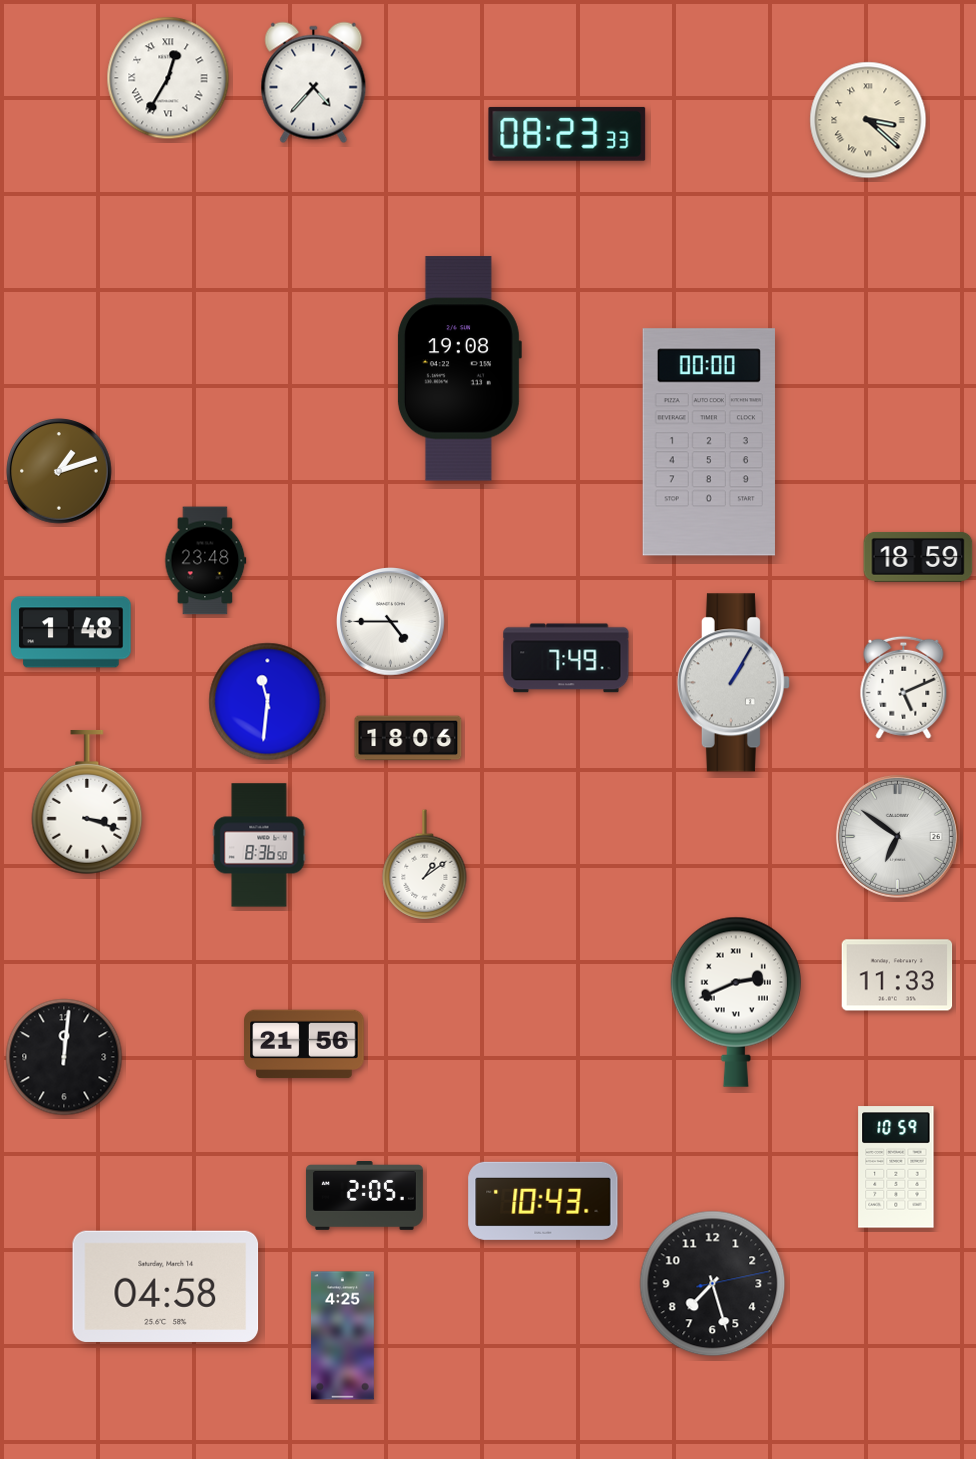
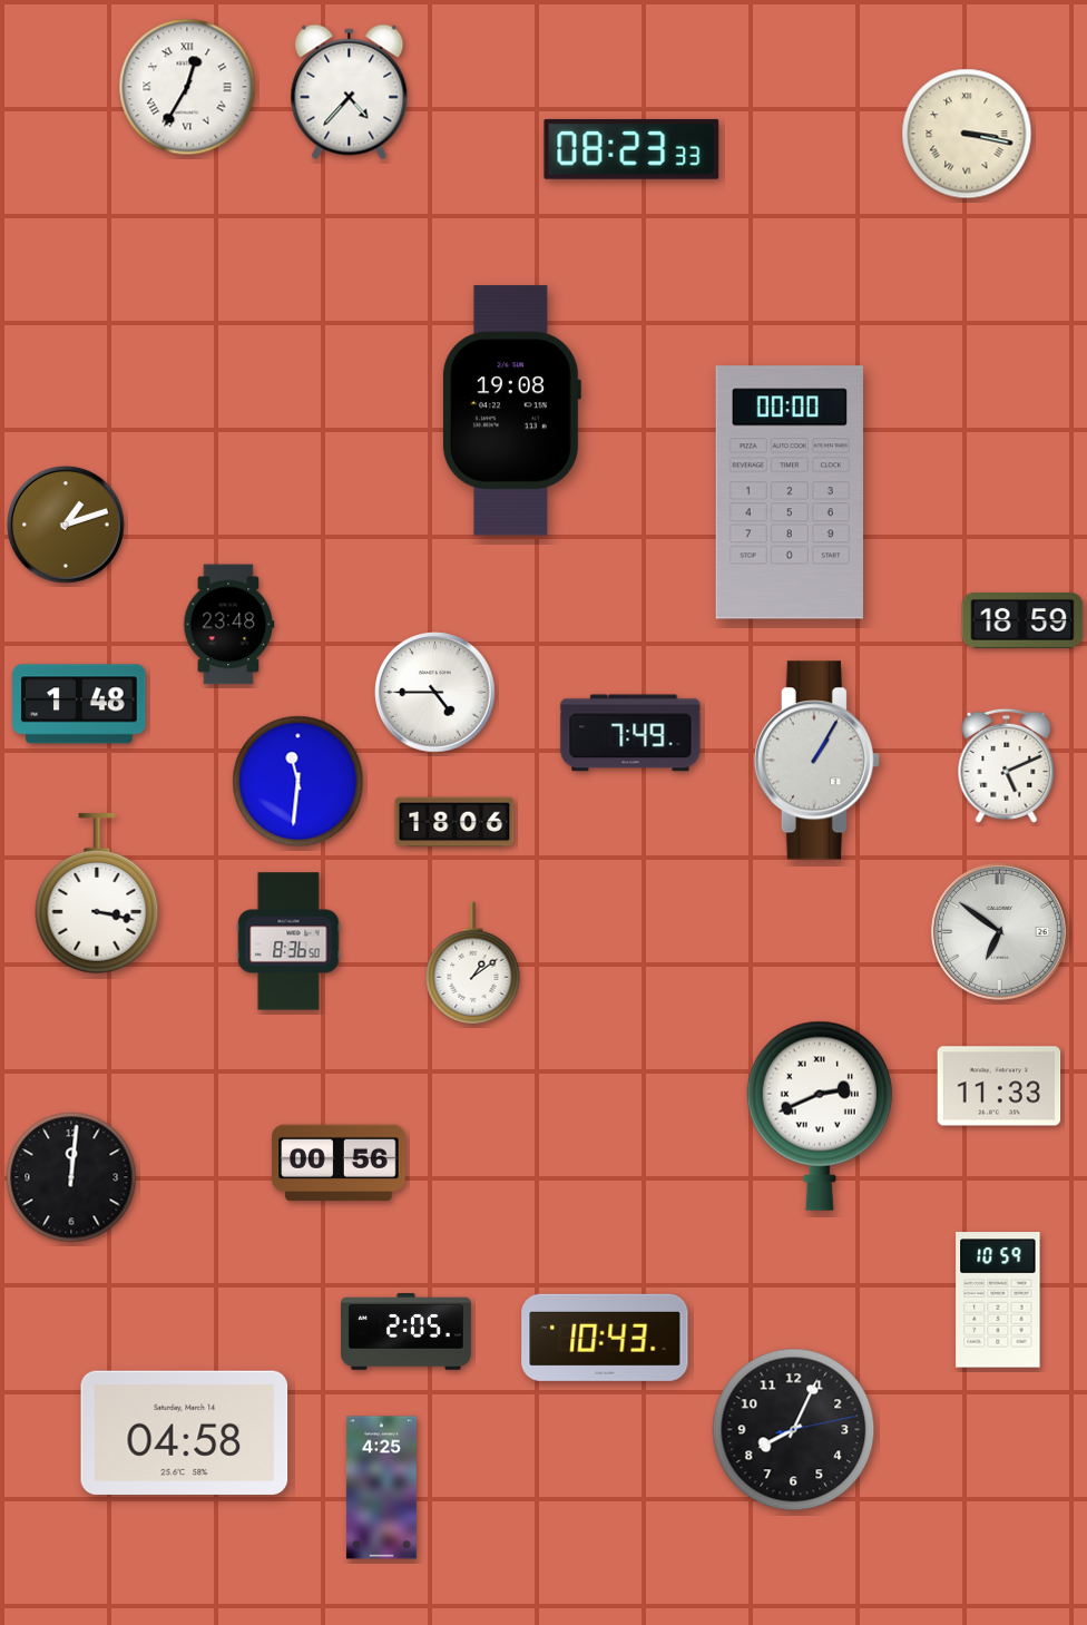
clock at (868, 120): 3:22 -> 3:17
clock at (87, 802): 3:18 -> 3:17
clock at (304, 1044): 21:56 -> 00:56
clock at (713, 1284): 7:27 -> 8:04
